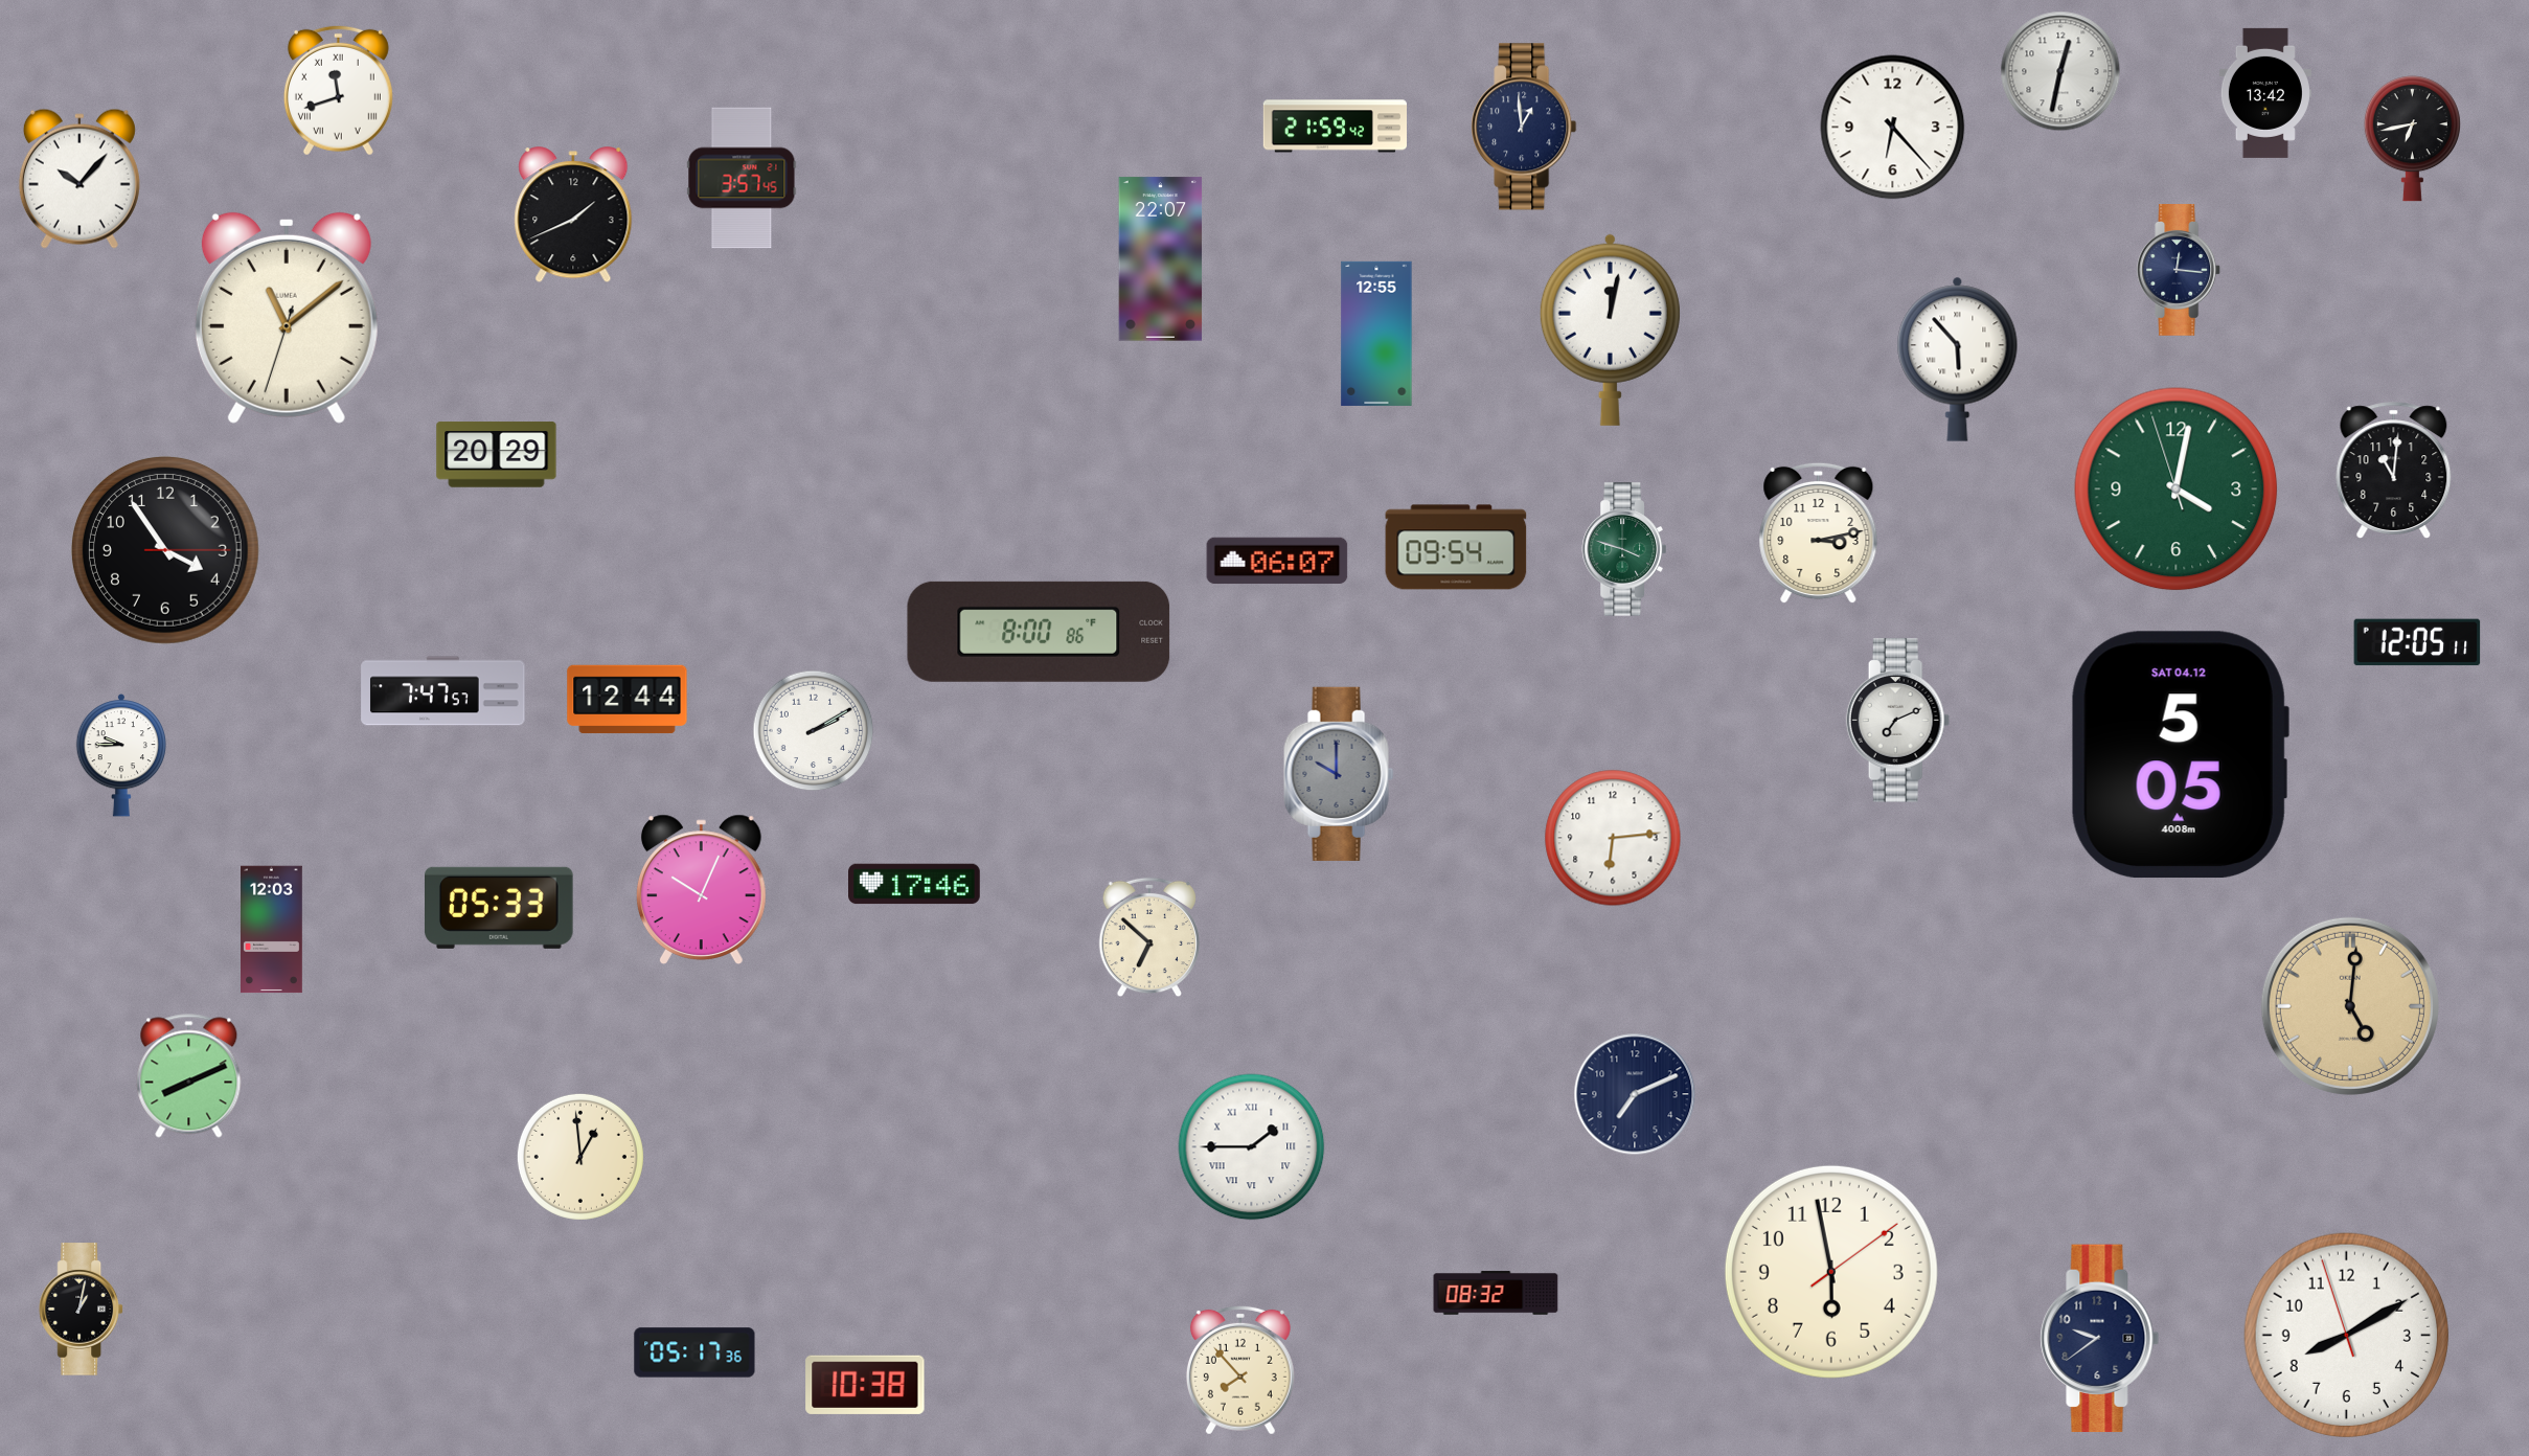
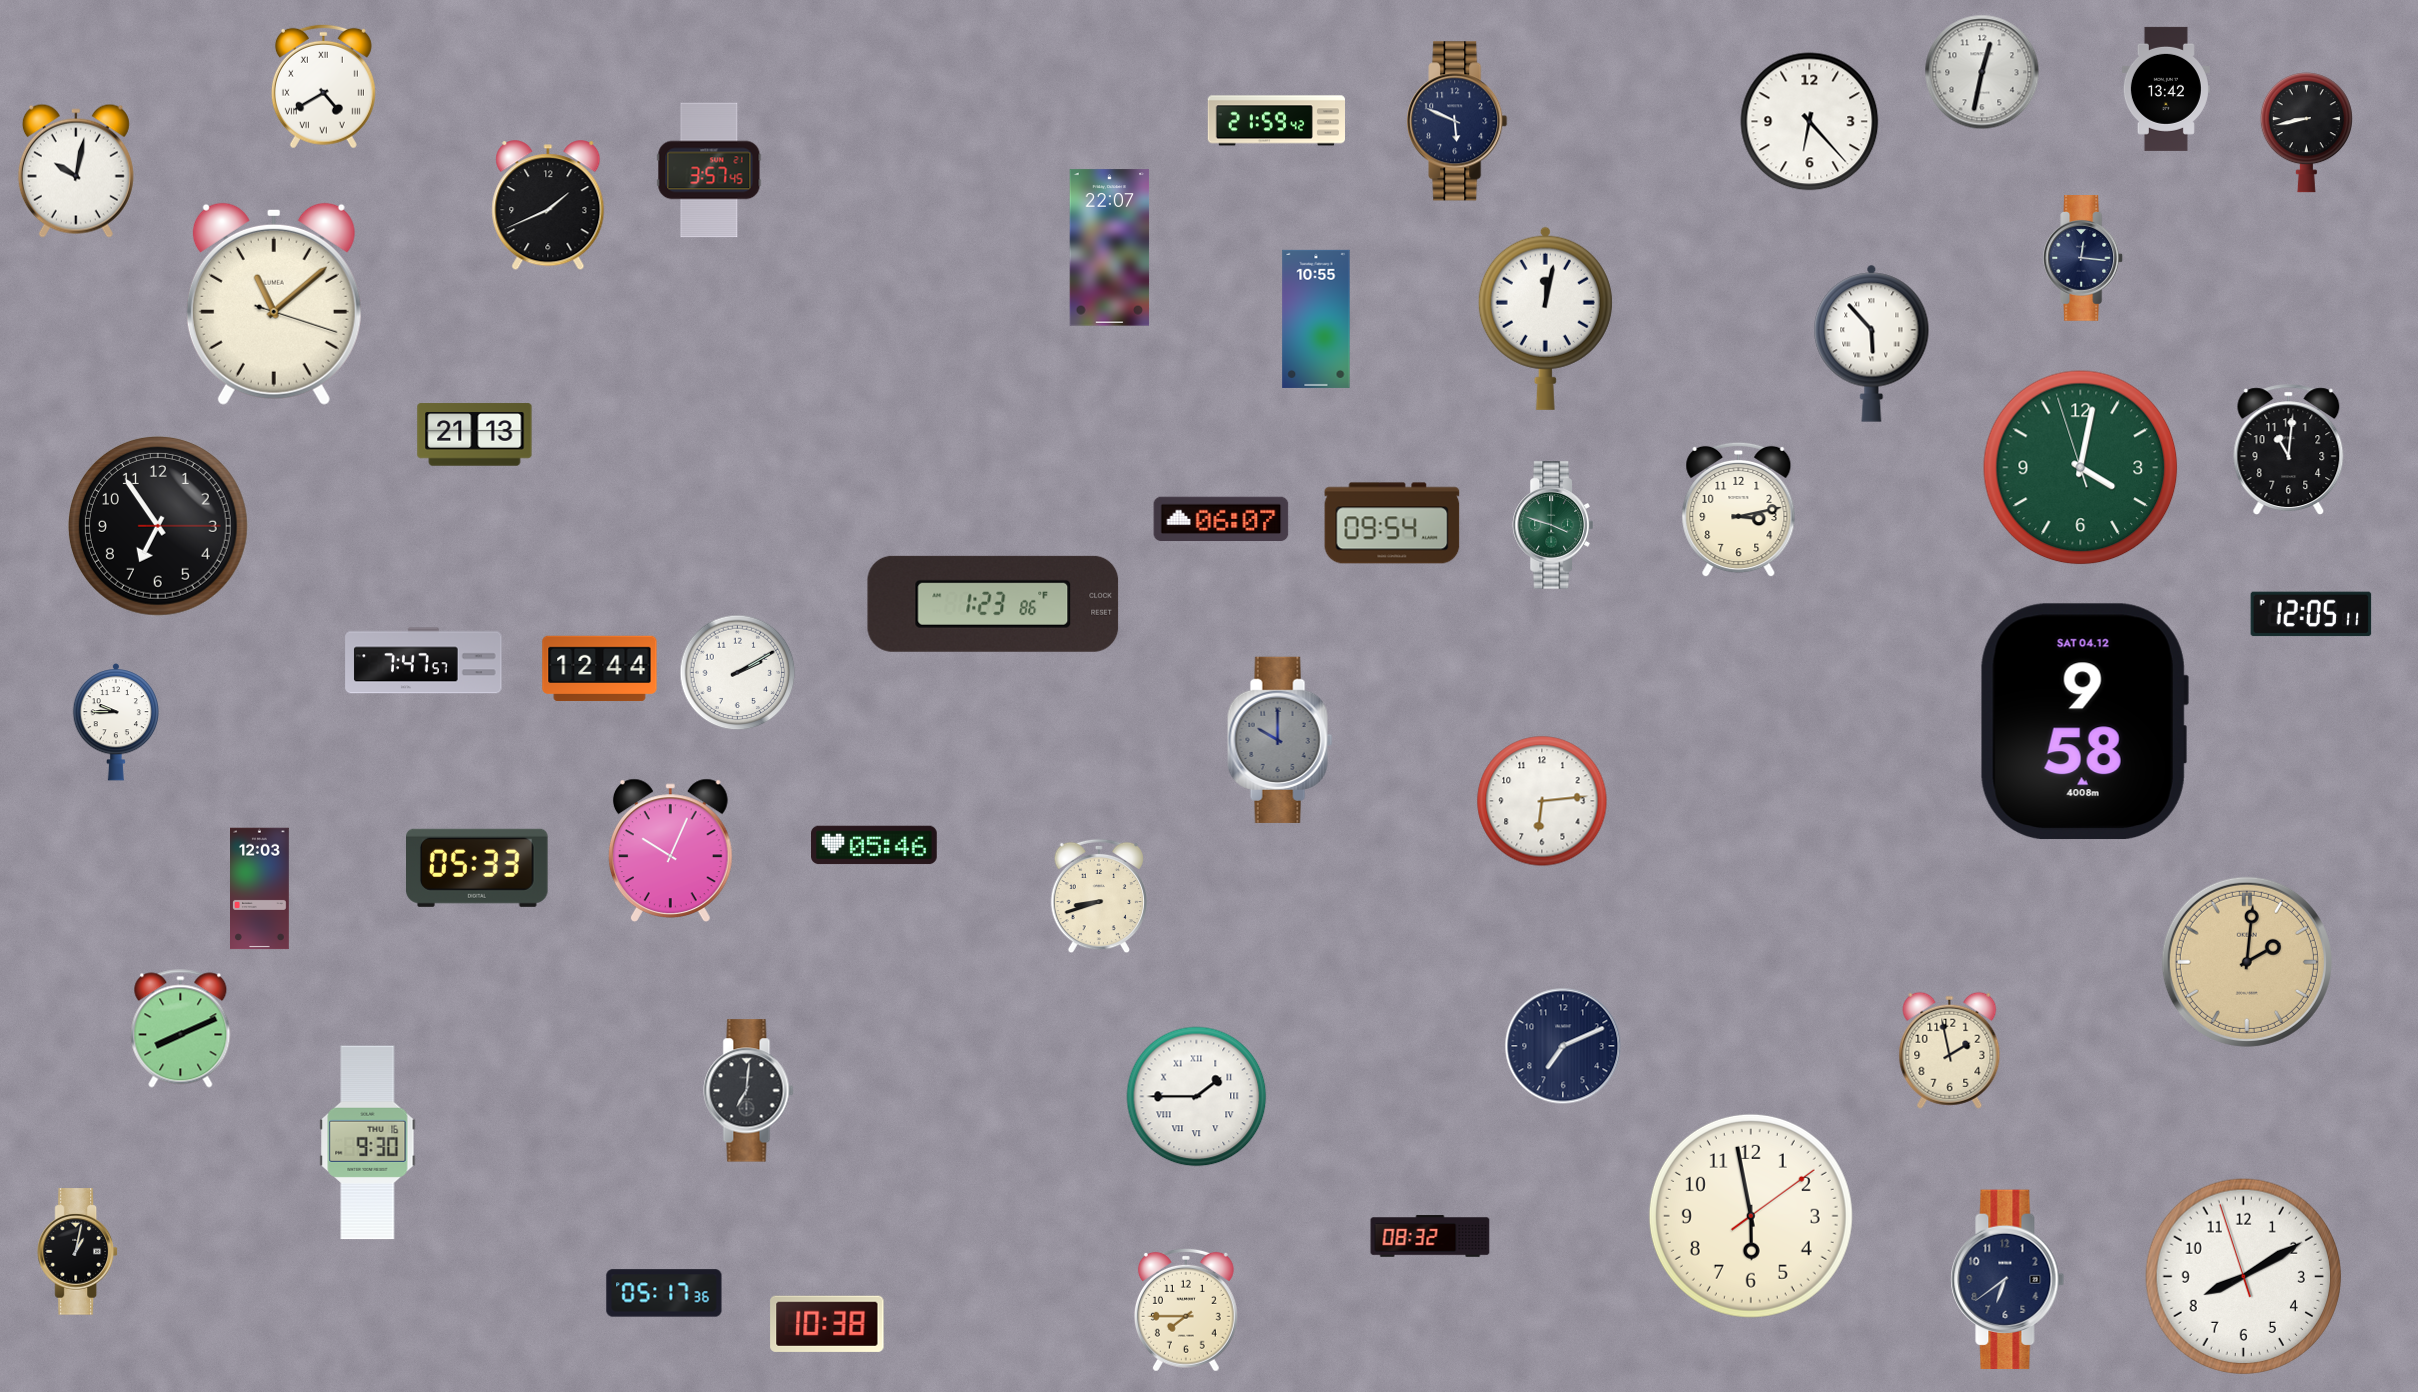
clock at (2060, 71) position: (2060, 71) -> (1982, 72)
clock at (338, 90): 11:42 -> 4:40
clock at (1524, 127): 12:59 -> 5:49
clock at (2412, 139): 6:43 -> 8:43
clock at (79, 179): 10:07 -> 10:02
clock at (287, 318): 11:08:33 -> 11:08:18
clock at (1610, 329) position: (1610, 329) -> (1545, 318)
clock at (1376, 334): 12:55 -> 10:55
clock at (497, 455): 20:29 -> 21:13
clock at (166, 550): 3:54 -> 6:54
clock at (1277, 561) position: (1277, 561) -> (1221, 519)
clock at (1039, 632): 8:00 -> 1:23
clock at (1898, 721): 7:11 -> none
clock at (814, 731) position: (814, 731) -> (738, 673)
clock at (2180, 755): 5:05 -> 9:58
clock at (915, 884): 17:46 -> 05:46
clock at (1149, 937): 6:52 -> 8:42
clock at (2350, 1006): 5:01 -> 2:01
clock at (1950, 1050): none -> 1:58
clock at (749, 1091): none -> 7:01
clock at (580, 1157): 12:59 -> none
clock at (368, 1143): none -> 9:30
clock at (2100, 1339): 9:39 -> 6:39
clock at (1240, 1370): 7:53 -> 7:45
